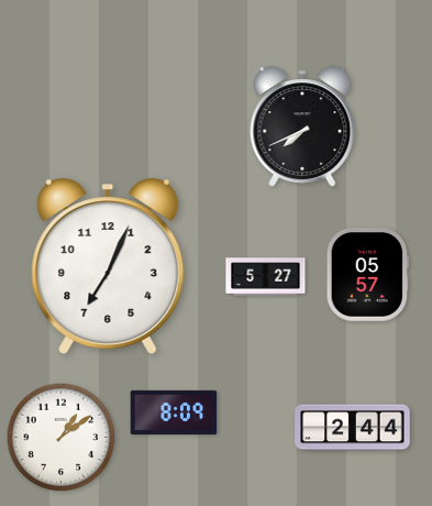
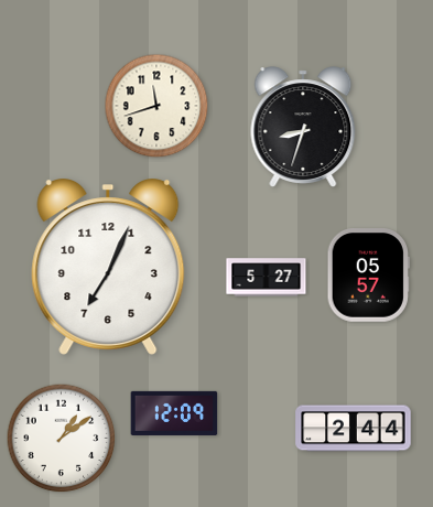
clock at (156, 106): none -> 11:42
clock at (302, 127): 7:41 -> 8:33
clock at (174, 413): 8:09 -> 12:09
